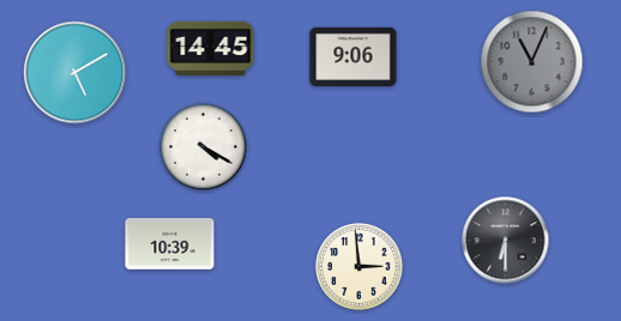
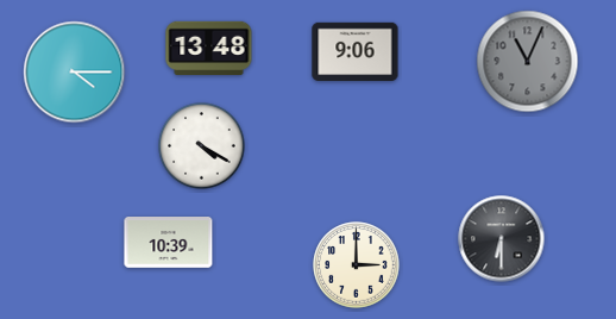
clock at (211, 48): 14:45 -> 13:48
clock at (354, 56) position: (354, 56) -> (356, 51)
clock at (76, 73): 5:10 -> 4:15
clock at (360, 267): 2:59 -> 3:00
